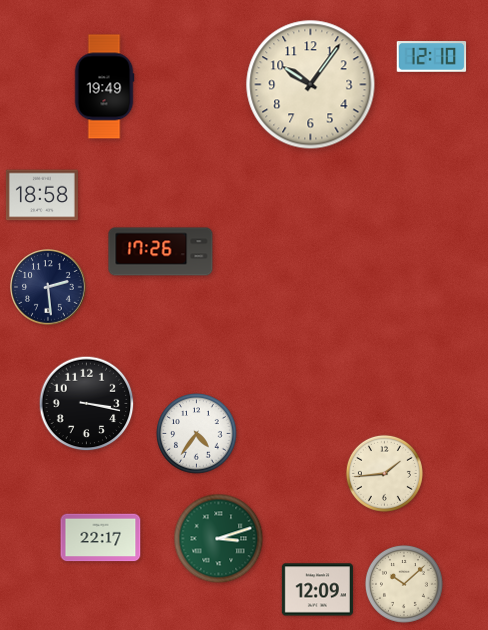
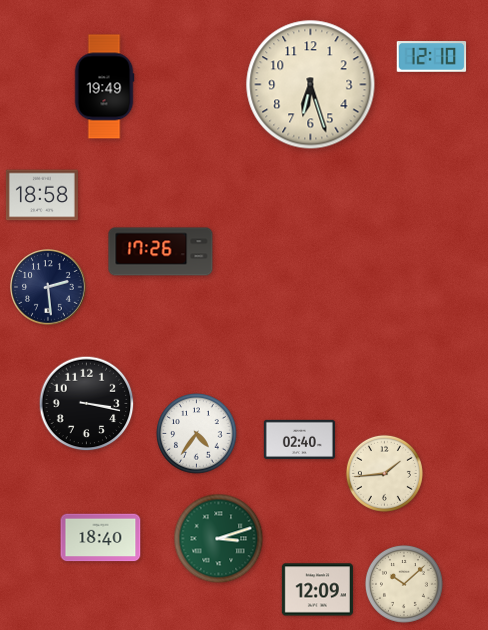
clock at (311, 85): 10:06 -> 6:27
clock at (299, 439): none -> 02:40
clock at (101, 538): 22:17 -> 18:40
